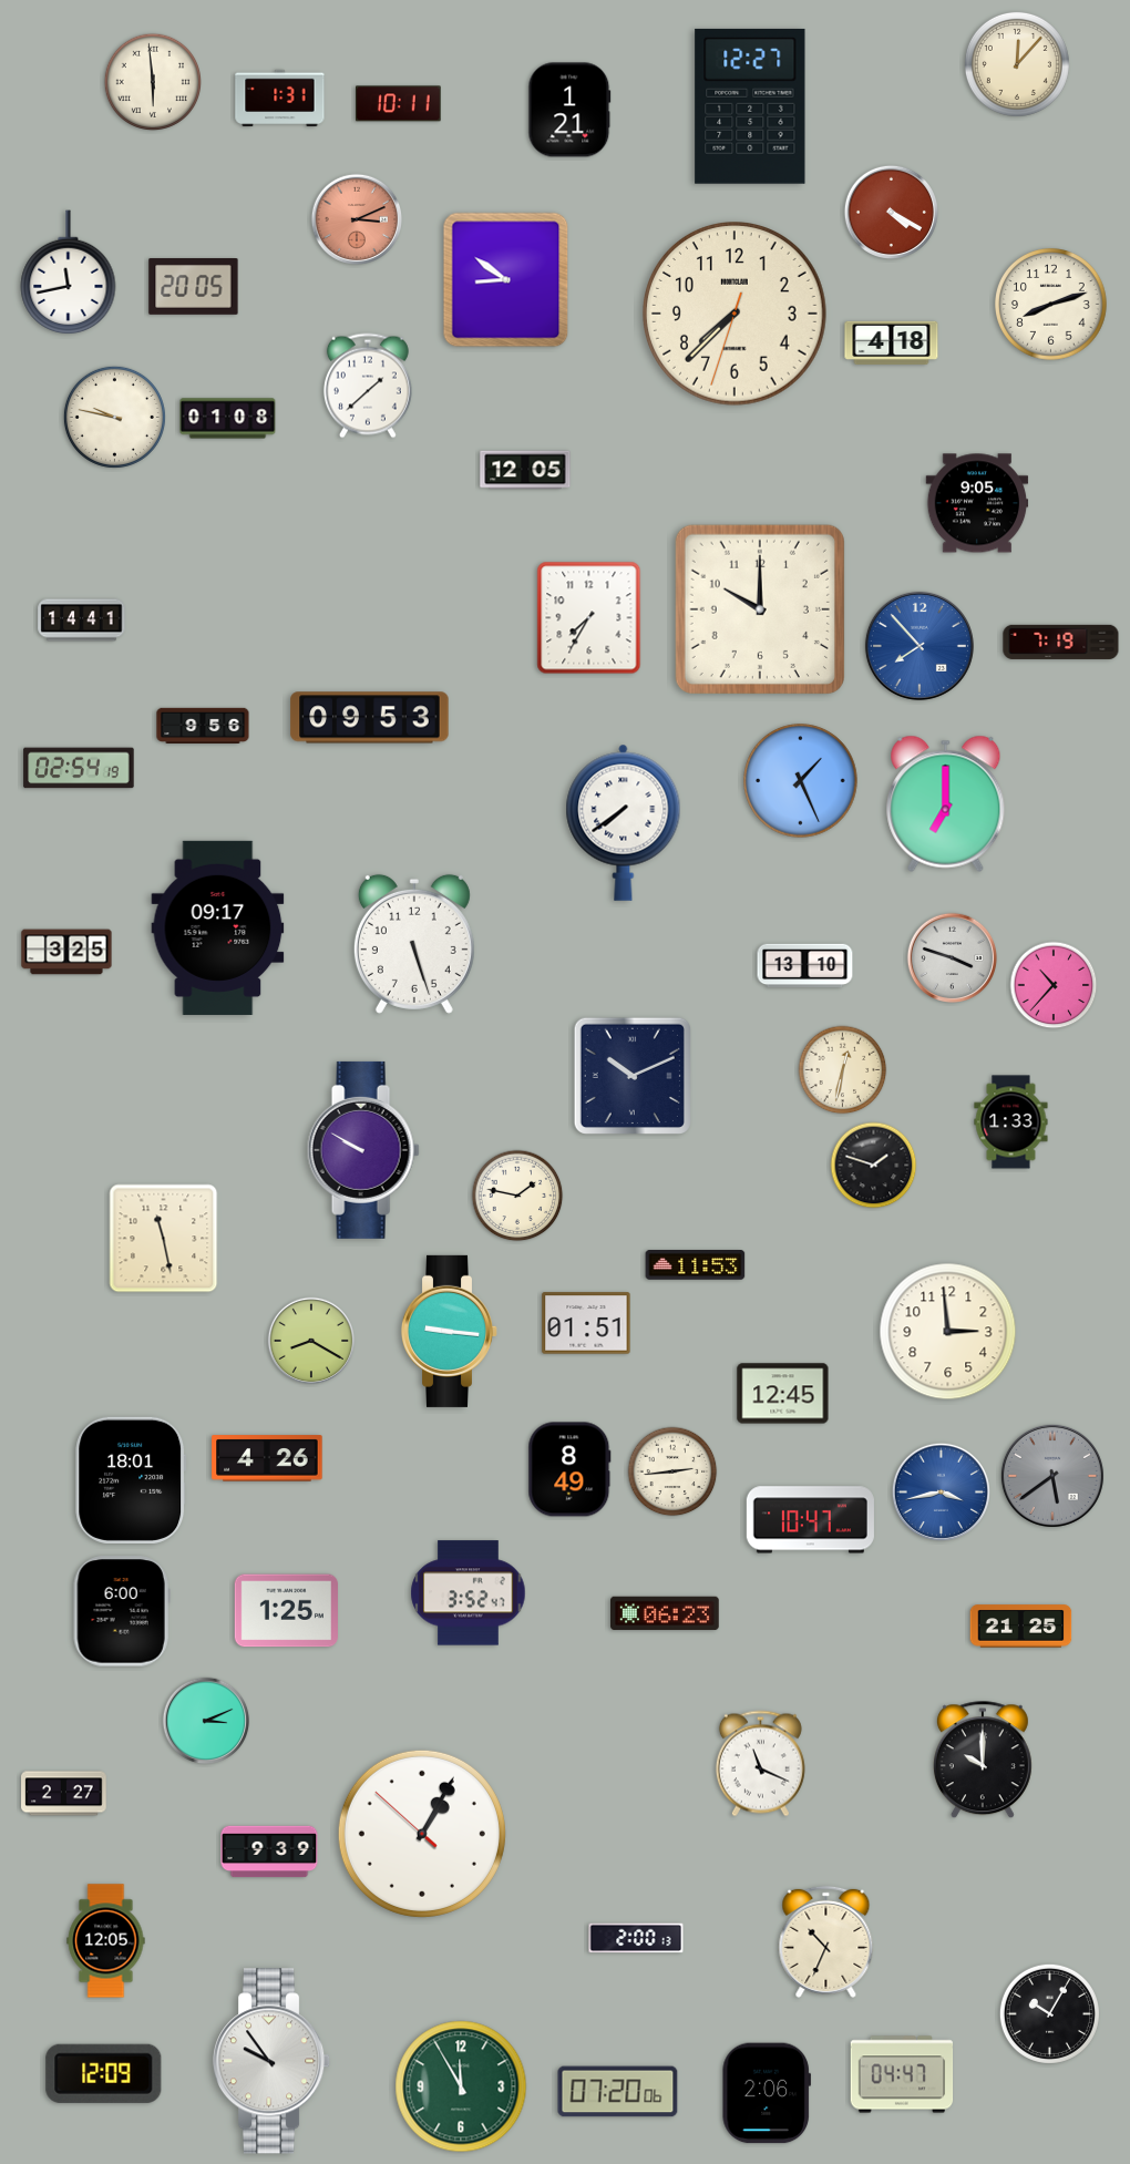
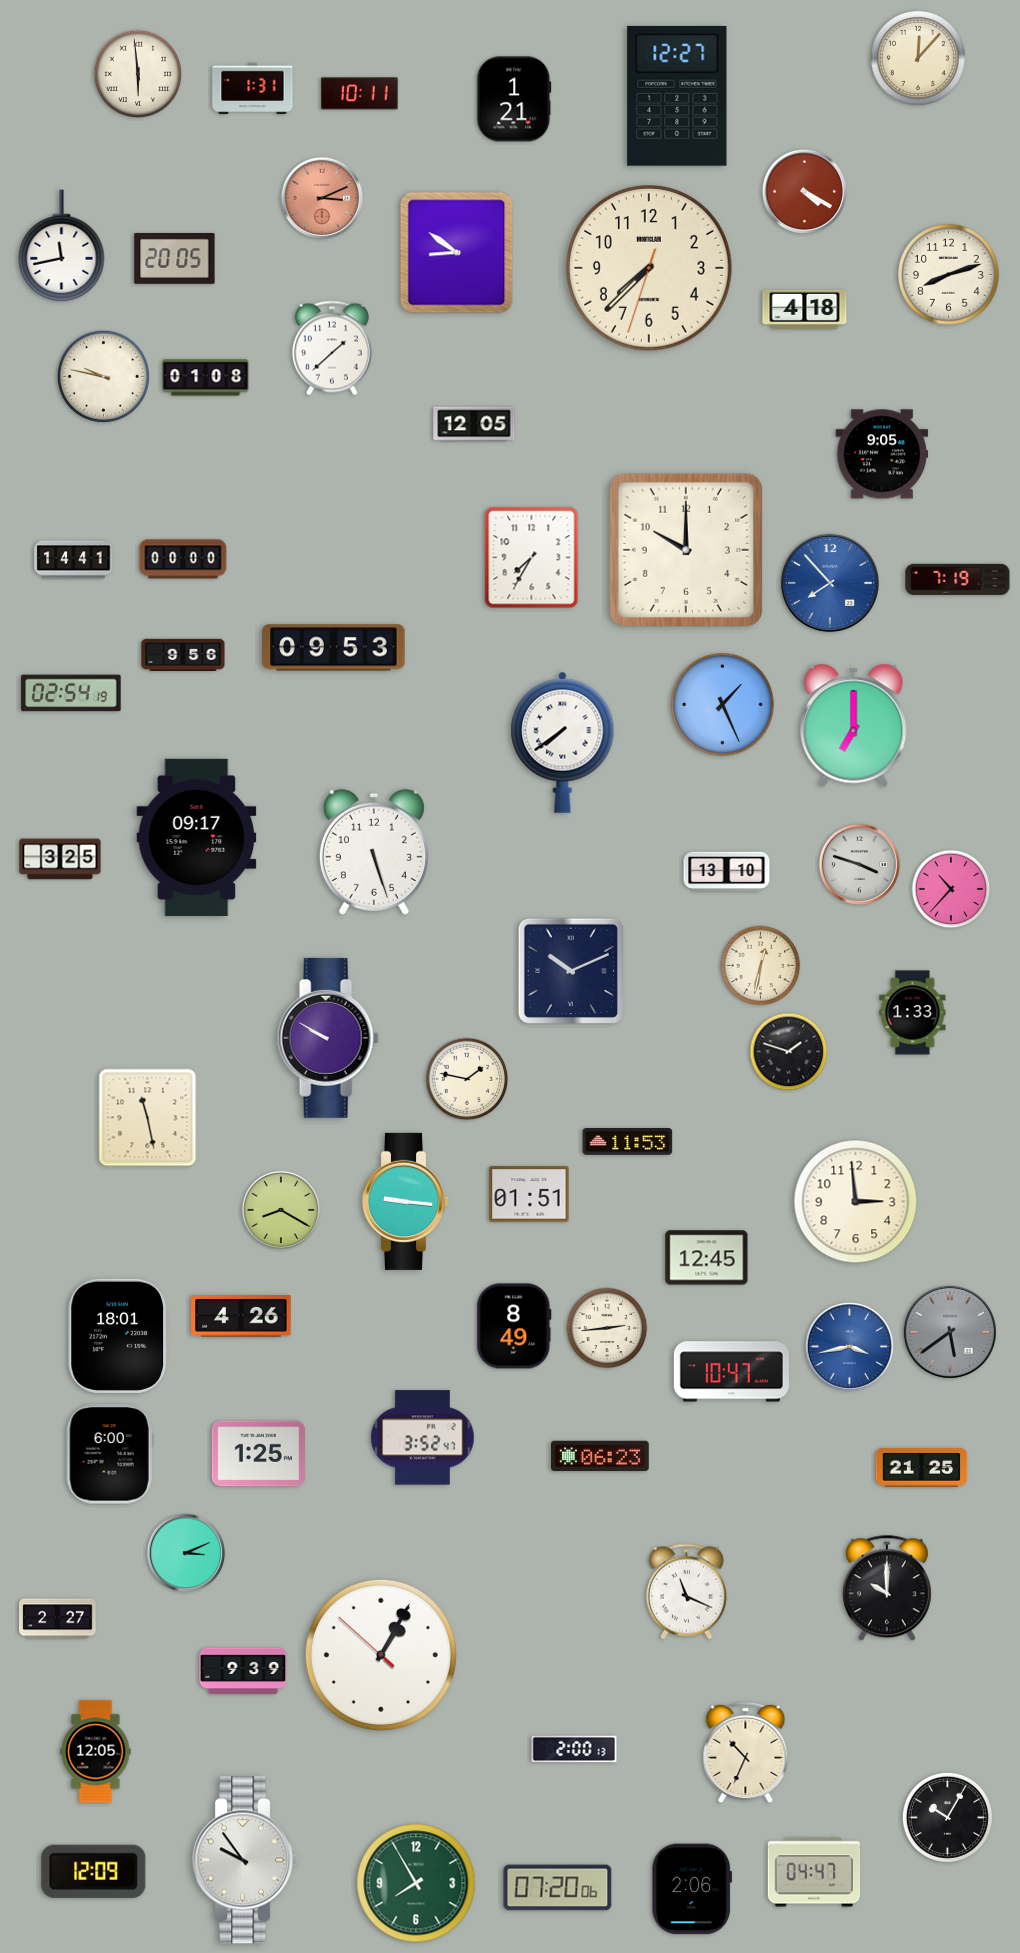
clock at (736, 315) position: (736, 315) -> (650, 269)
clock at (183, 559): none -> 00:00
clock at (461, 2086): 11:55 -> 7:55
